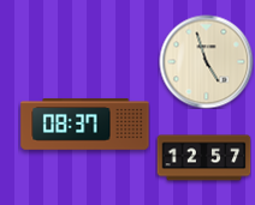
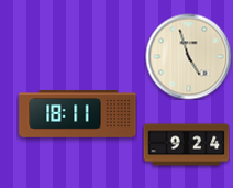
clock at (85, 125): 08:37 -> 18:11
clock at (203, 158): 12:57 -> 9:24
